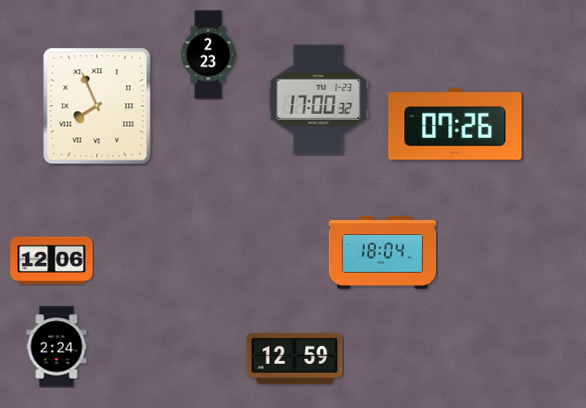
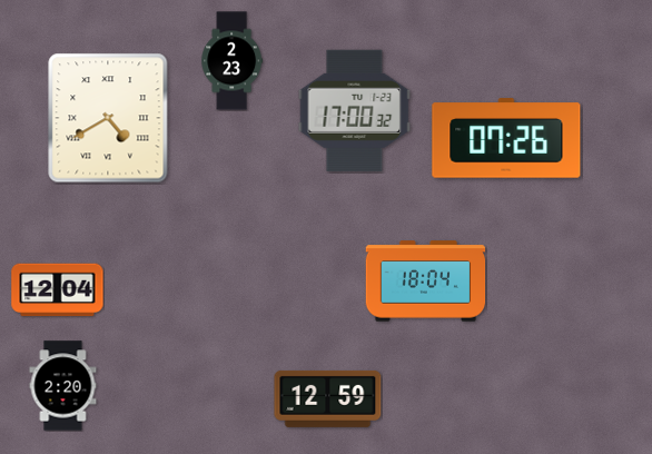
clock at (97, 106): 7:56 -> 4:40
clock at (52, 261): 12:06 -> 12:04
clock at (57, 347): 2:24 -> 2:20
